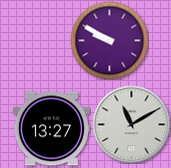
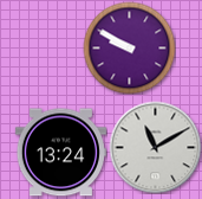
clock at (51, 129): 13:27 -> 13:24
